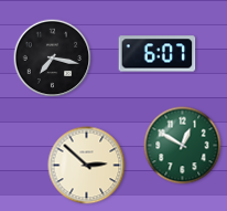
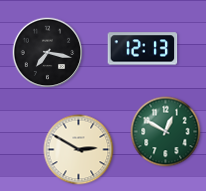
clock at (158, 54): 6:07 -> 12:13
clock at (87, 166): 2:52 -> 2:50
